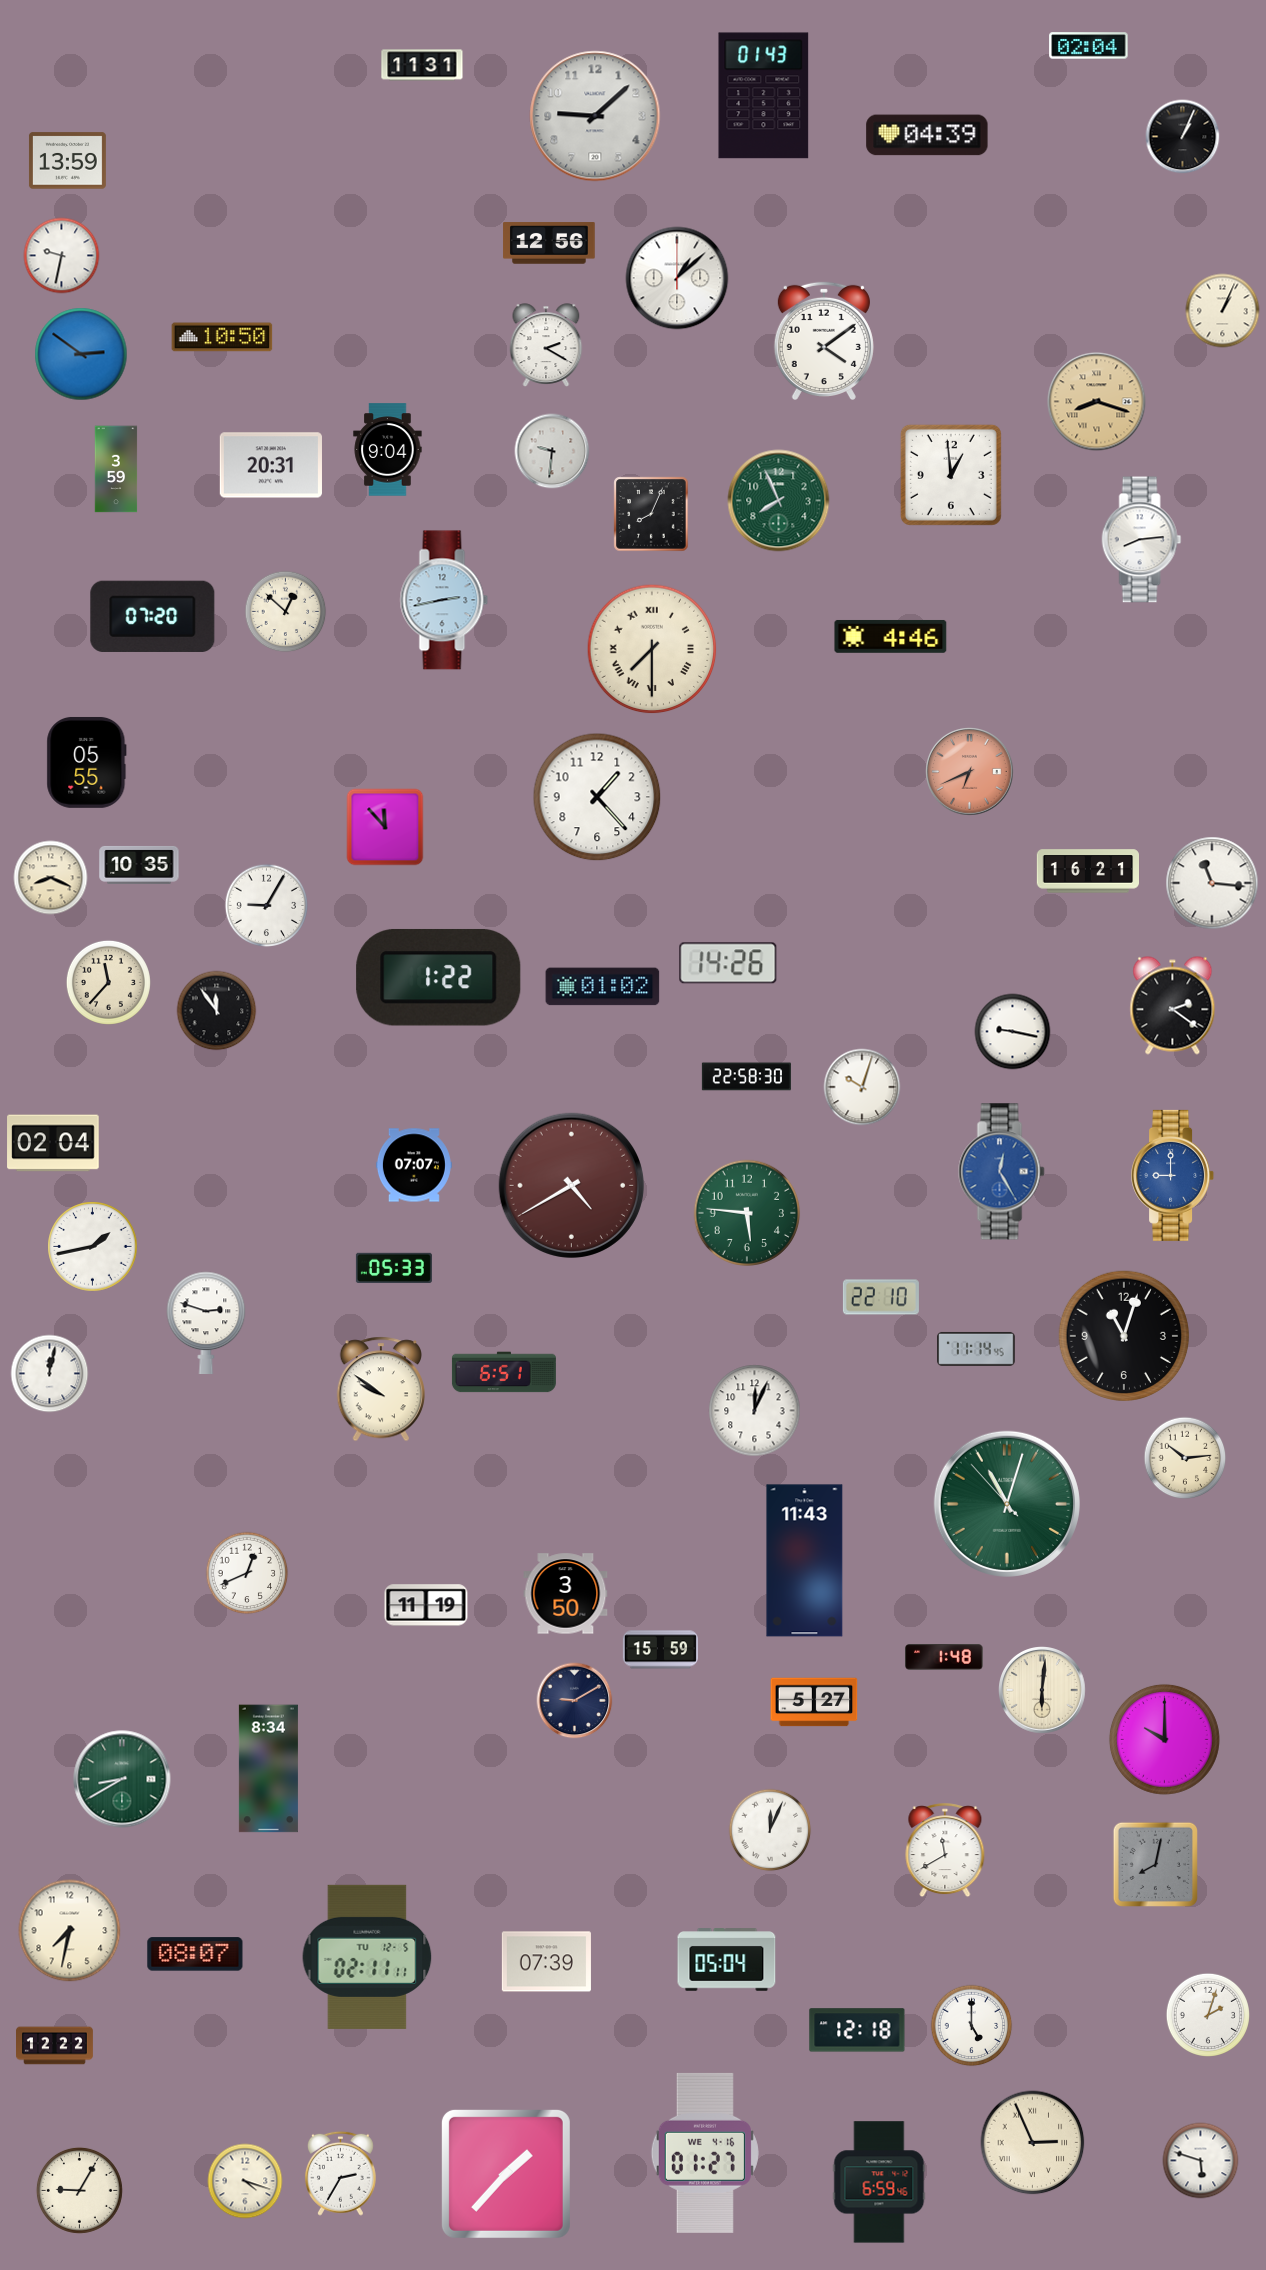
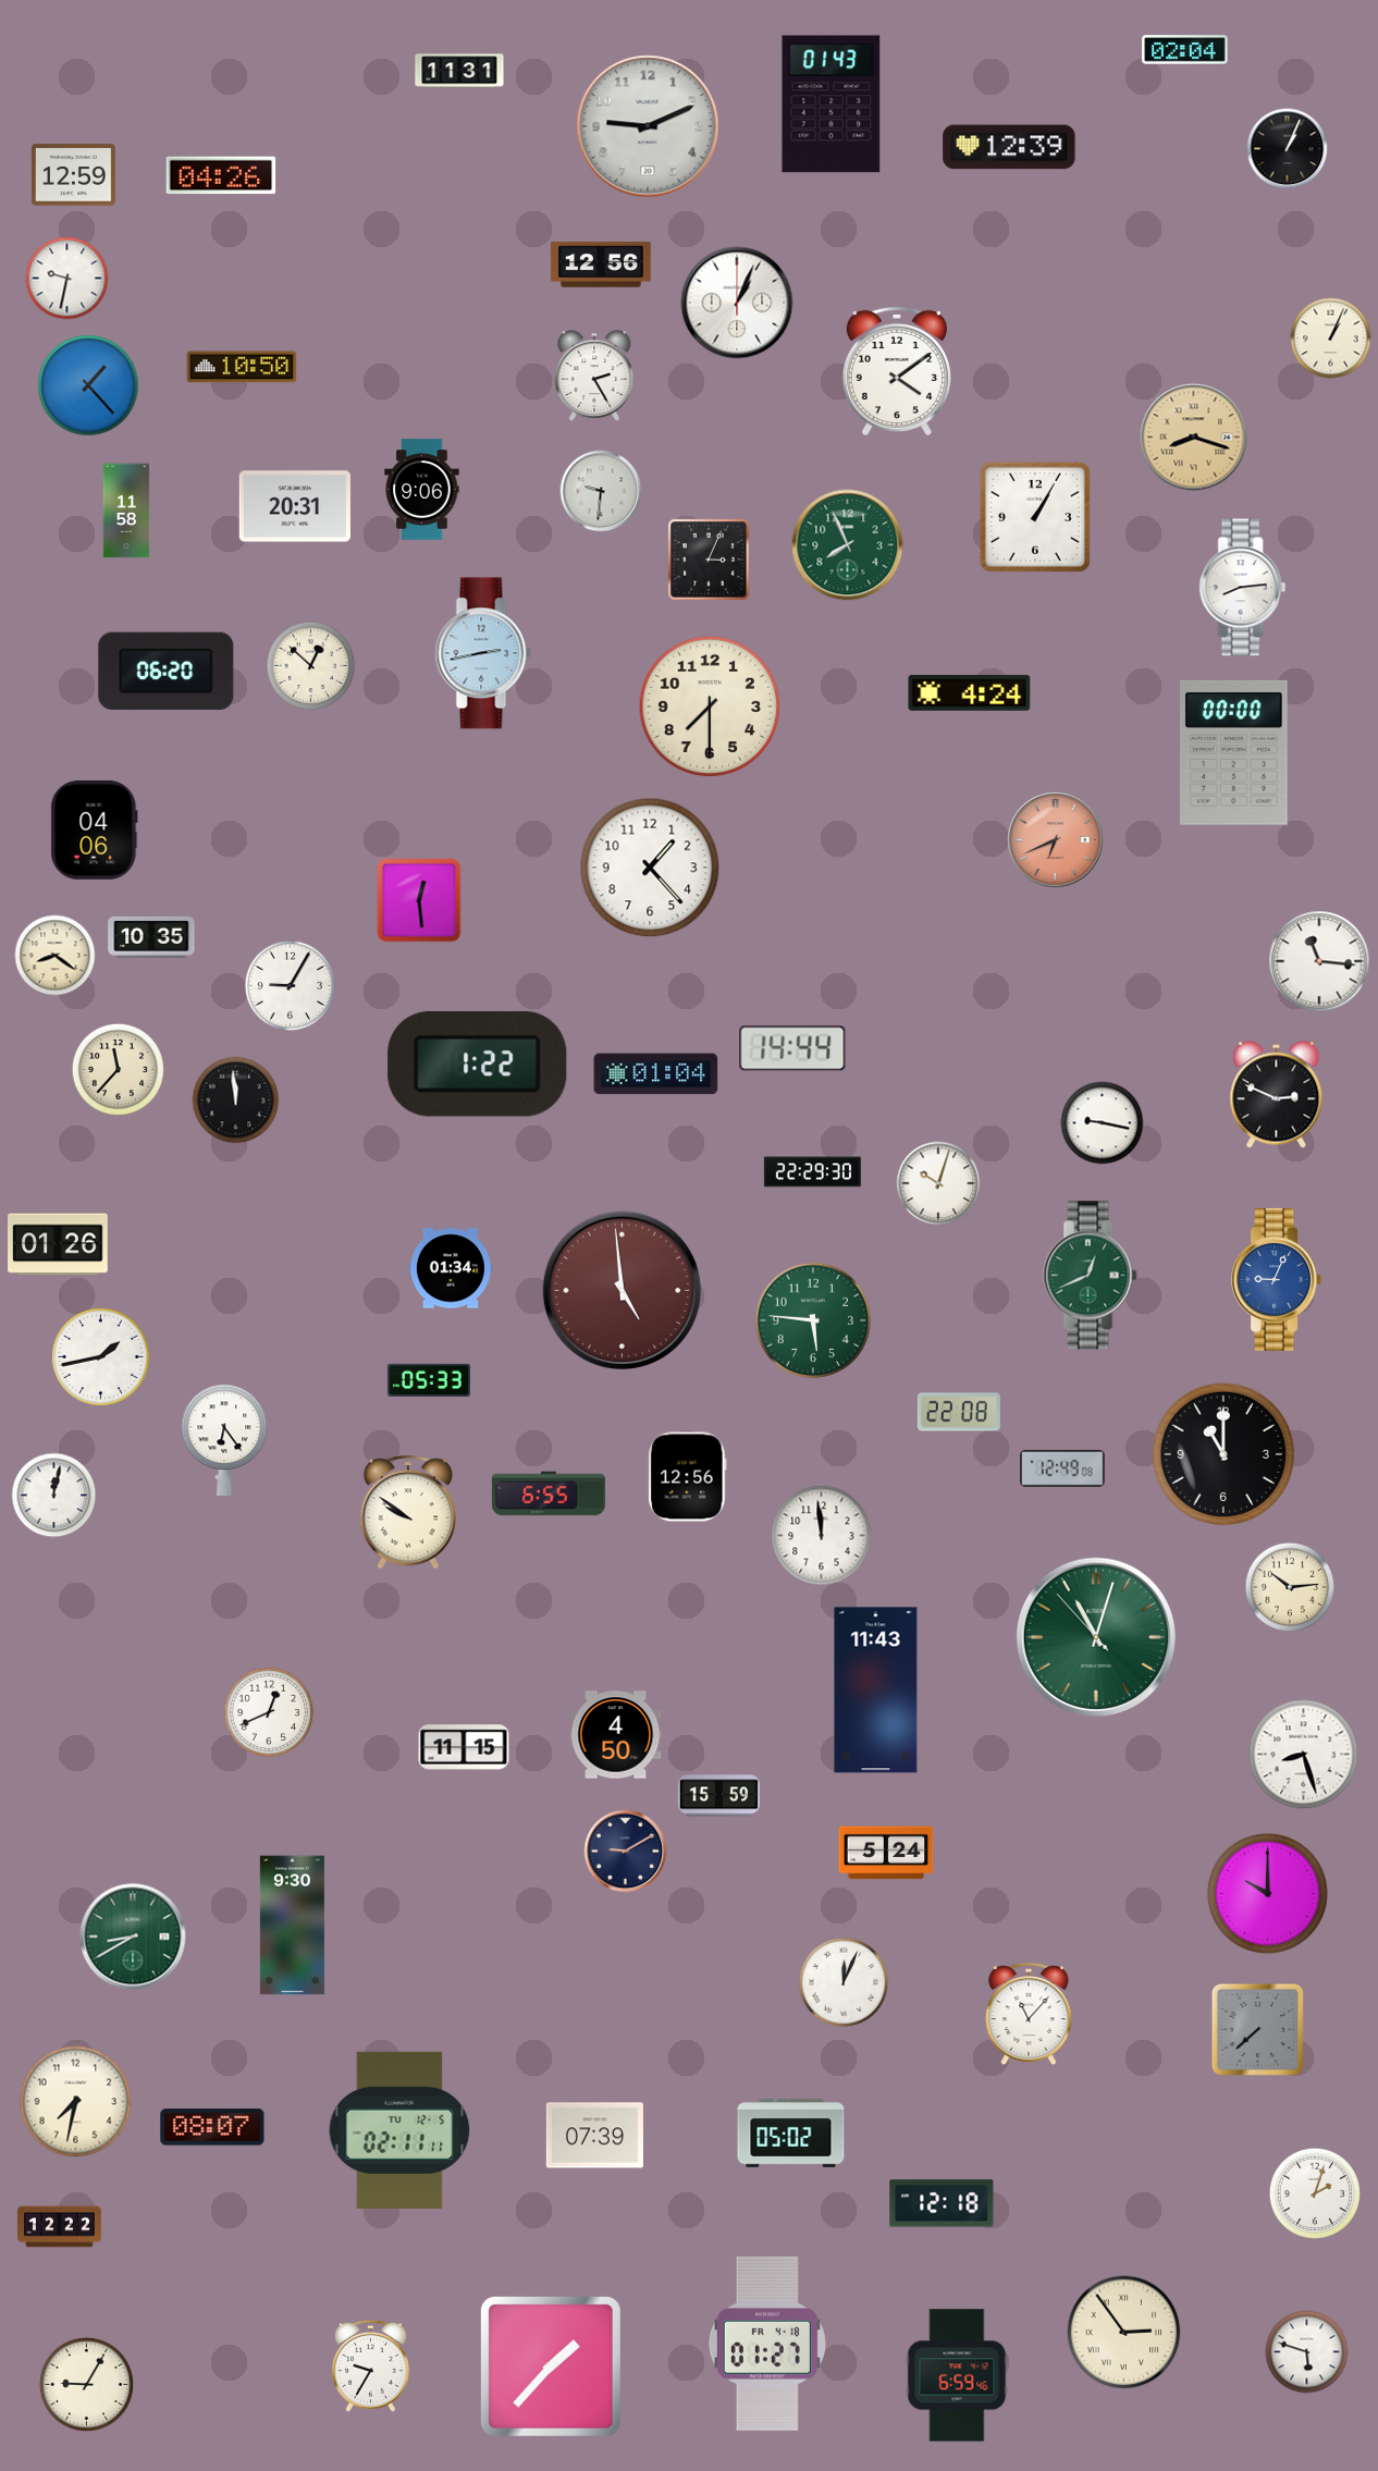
clock at (595, 116): 9:08 -> 9:11
clock at (927, 135): 04:39 -> 12:39
clock at (67, 161): 13:59 -> 12:59
clock at (221, 175): none -> 04:26
clock at (549, 243) position: (549, 243) -> (601, 265)
clock at (677, 278): 1:08 -> 1:04
clock at (546, 345): 2:20 -> 2:25
clock at (81, 354): 2:51 -> 1:23
clock at (388, 450): 9:04 -> 9:06
clock at (116, 469): 3:59 -> 11:58
clock at (951, 475): 12:59 -> 1:05
clock at (651, 514): 8:04 -> 3:04
clock at (153, 616): 07:20 -> 06:20
clock at (891, 636): 4:46 -> 4:24
clock at (652, 649) numerals: Roman -> Arabic
clock at (1234, 752): none -> 00:00
clock at (87, 762): 05:55 -> 04:06
clock at (385, 827): 11:53 -> 12:29
clock at (139, 865) position: (139, 865) -> (151, 937)
clock at (1087, 871): 16:21 -> none
clock at (51, 878): 8:19 -> 8:21
clock at (728, 963): 14:26 -> 14:44
clock at (603, 987): 01:02 -> 01:04
clock at (1173, 1006): 2:21 -> 2:49
clock at (217, 1011): 11:54 -> 11:59
clock at (746, 1077): 22:58 -> 22:29
clock at (53, 1143): 02:04 -> 01:26
clock at (414, 1165): 07:07 -> 01:34
clock at (1002, 1172): 12:25 -> 12:41
clock at (1002, 1172) dial: blue -> green
clock at (1173, 1175): 9:00 -> 9:04
clock at (571, 1185): 4:40 -> 4:59
clock at (881, 1297): 22:10 -> 22:08
clock at (206, 1322): 2:48 -> 6:24
clock at (1124, 1336): 11:03 -> 11:00
clock at (976, 1349): 11:14 -> 12:49
clock at (688, 1477): none -> 12:56
clock at (504, 1372): 6:51 -> 6:55
clock at (380, 1389) position: (380, 1389) -> (407, 1512)
clock at (755, 1411): 12:04 -> 11:59
clock at (805, 1561) position: (805, 1561) -> (876, 1691)
clock at (566, 1594): 3:50 -> 4:50
clock at (426, 1605): 11:19 -> 11:15
clock at (1304, 1755): none -> 8:27
clock at (944, 1657): 1:48 -> none
clock at (1043, 1691): 6:01 -> none
clock at (814, 1702): 5:27 -> 5:24
clock at (268, 1769): 8:34 -> 9:30
clock at (770, 1830) position: (770, 1830) -> (844, 1982)
clock at (945, 1851): 11:40 -> 11:07
clock at (1155, 1864): 8:02 -> 7:38
clock at (727, 1960): 05:04 -> 05:02
clock at (972, 2026): 5:00 -> none
clock at (857, 2030) position: (857, 2030) -> (942, 2203)
clock at (1033, 2143): 2:56 -> 2:54
clock at (705, 2153) date: WE 4-16 -> FR 4-18
clock at (340, 2173): 2:35 -> 9:35
clock at (245, 2181): 4:18 -> none
